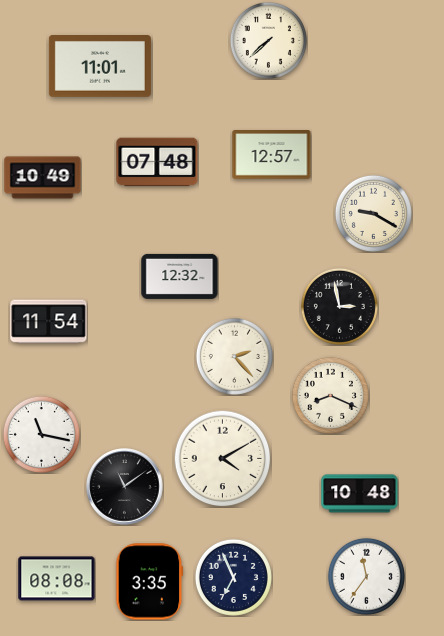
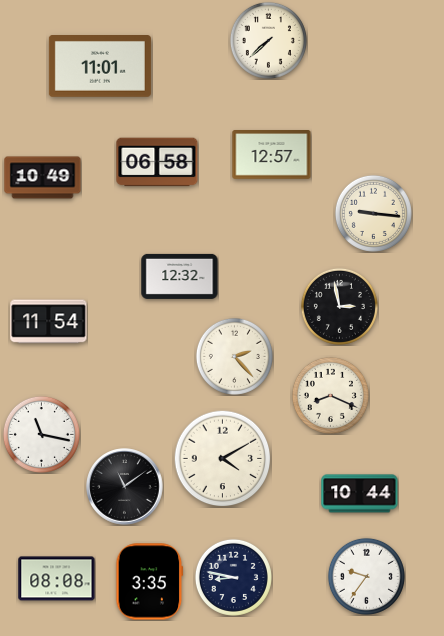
clock at (157, 162): 07:48 -> 06:58
clock at (373, 213): 9:20 -> 9:16
clock at (360, 494): 10:48 -> 10:44
clock at (366, 576): 11:36 -> 9:36
clock at (233, 577): 6:56 -> 8:47
